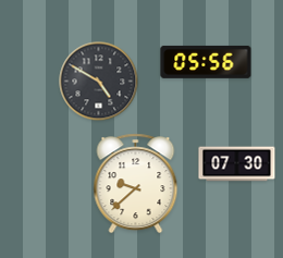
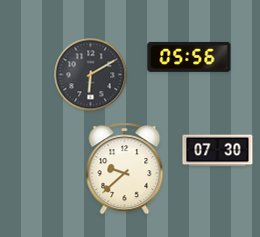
clock at (99, 82): 4:50 -> 6:10
